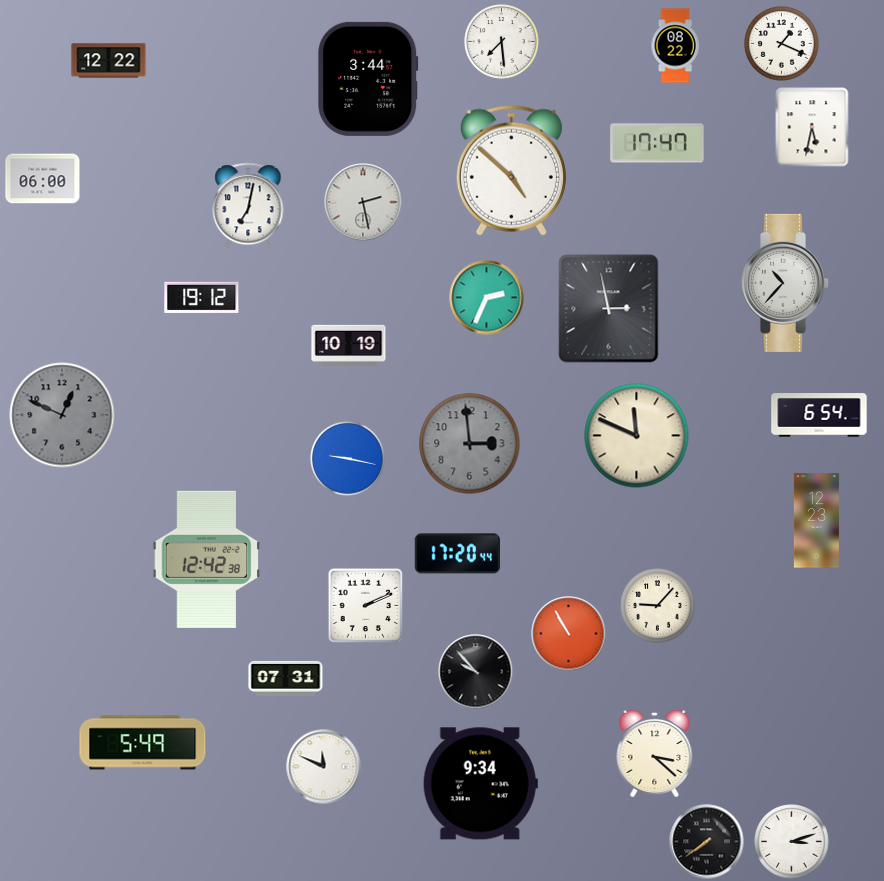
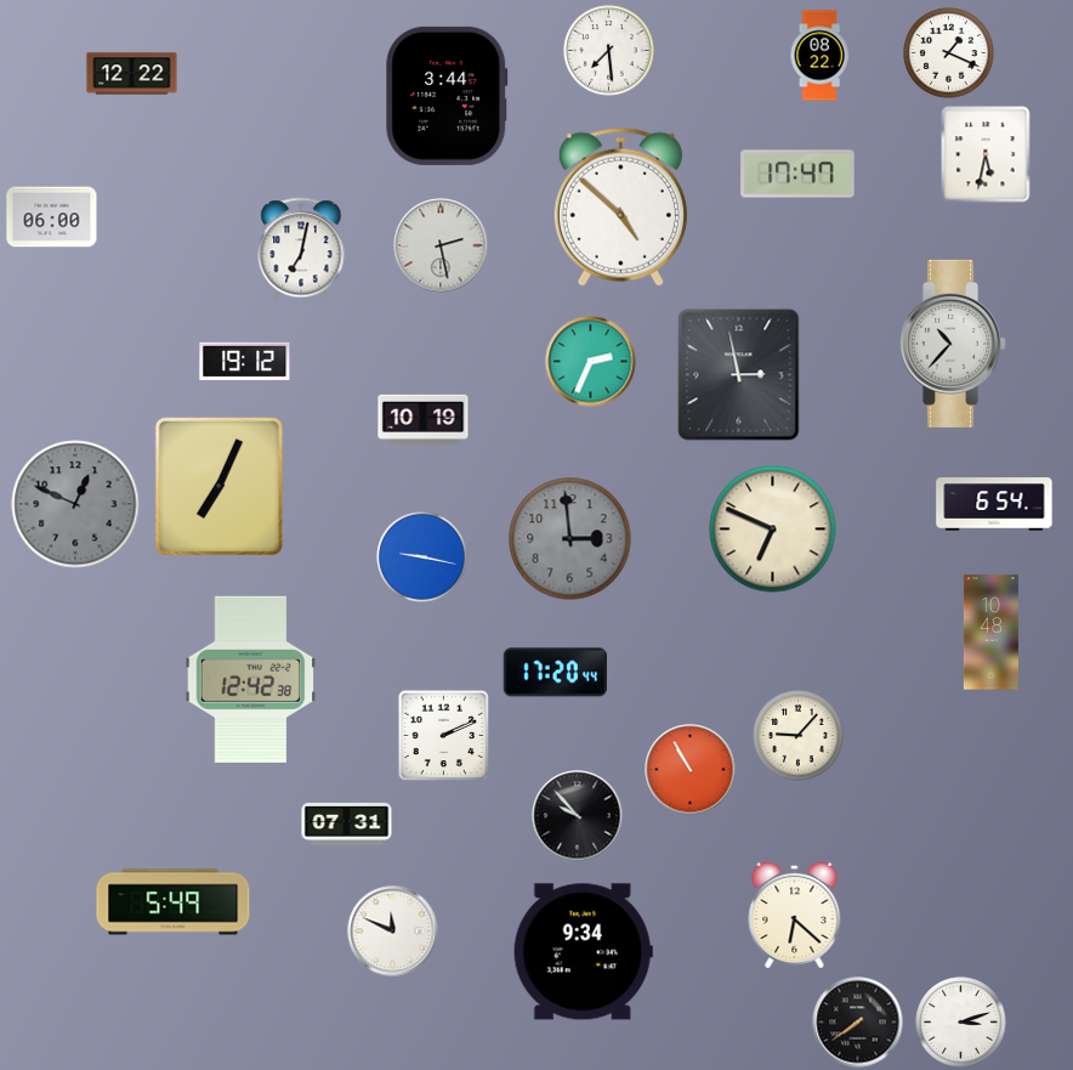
clock at (218, 486): none -> 7:04
clock at (637, 436): 11:49 -> 6:49
clock at (816, 521): 12:23 -> 10:48
clock at (655, 753): 3:22 -> 6:22
